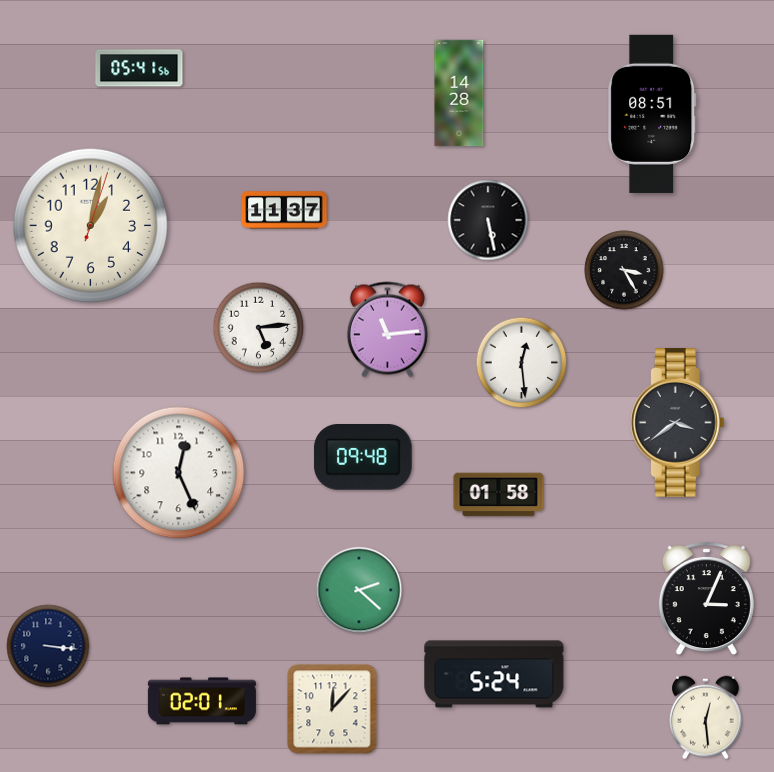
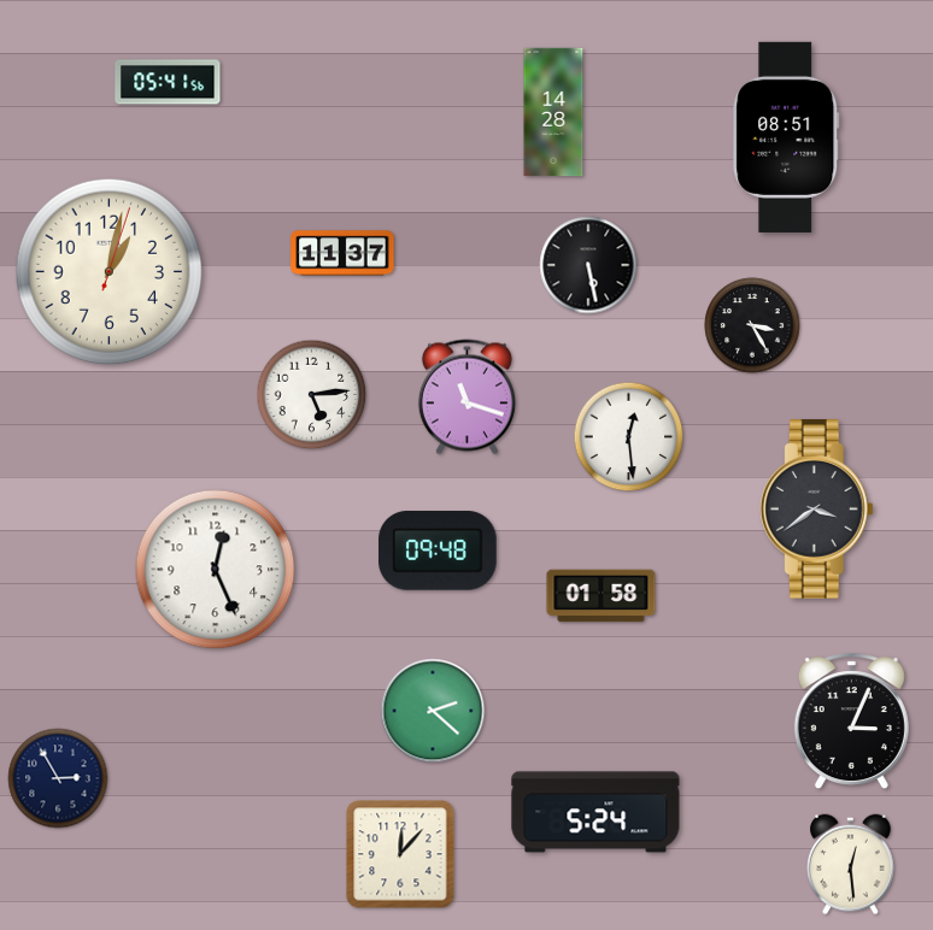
clock at (387, 330): 11:14 -> 11:18
clock at (48, 646): 3:16 -> 2:55
clock at (202, 701): 02:01 -> none
